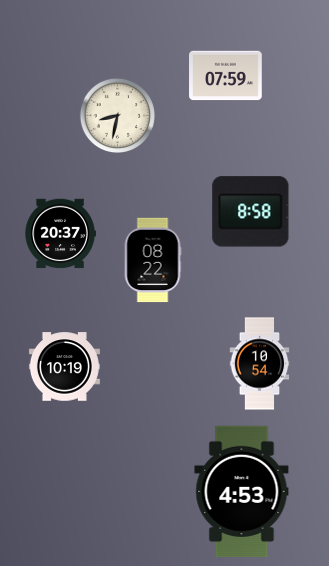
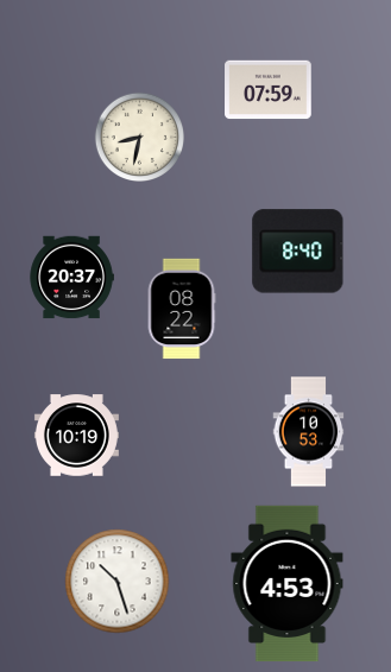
clock at (251, 212): 8:58 -> 8:40
clock at (260, 364): 10:54 -> 10:53
clock at (118, 582): none -> 10:27
